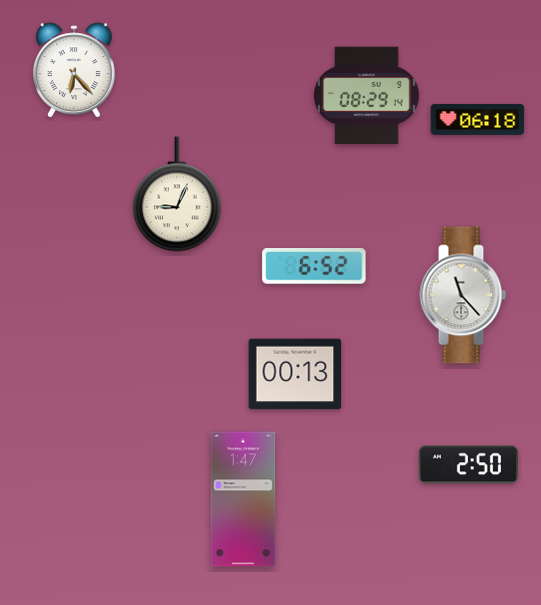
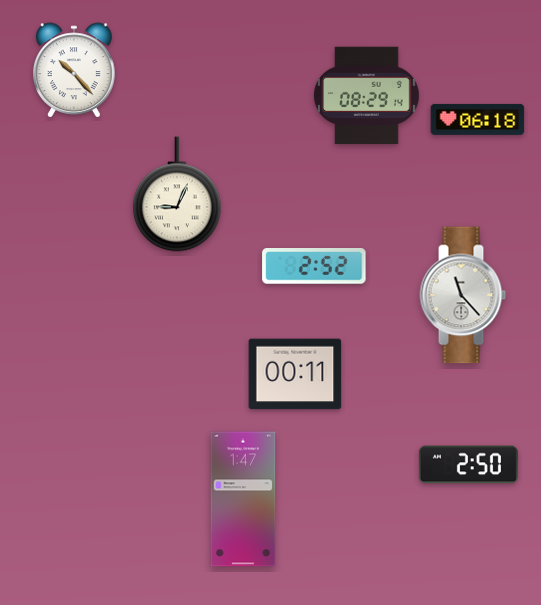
clock at (74, 70): 6:23 -> 10:23
clock at (314, 267): 6:52 -> 2:52
clock at (295, 374): 00:13 -> 00:11
